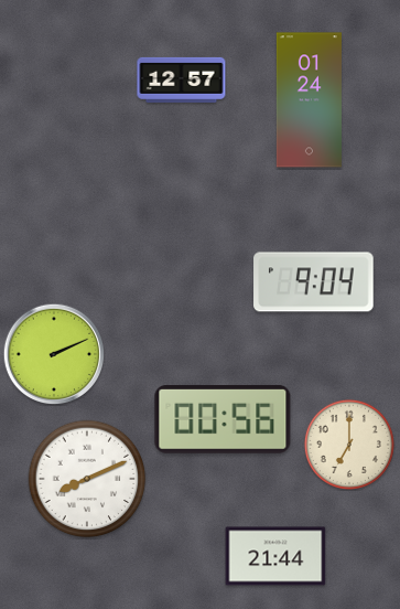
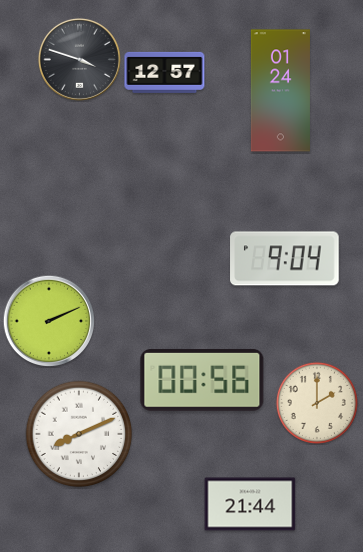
clock at (79, 59): none -> 3:48
clock at (314, 282) position: (314, 282) -> (285, 259)
clock at (349, 445): 7:00 -> 2:00
